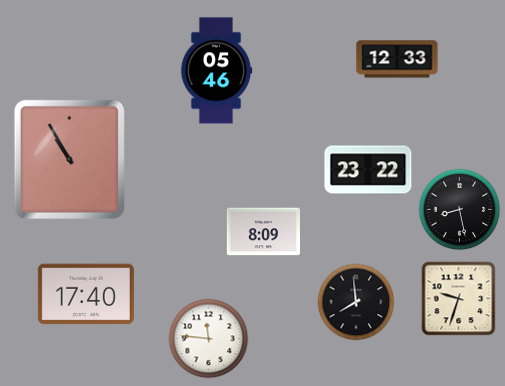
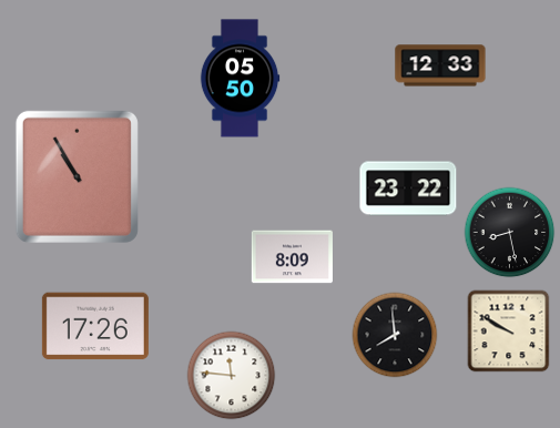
clock at (216, 71): 05:46 -> 05:50
clock at (86, 294): 17:40 -> 17:26
clock at (459, 299): 9:33 -> 9:50
